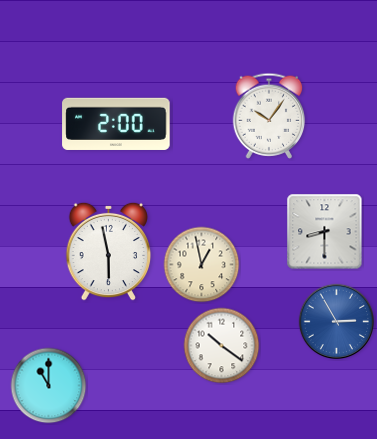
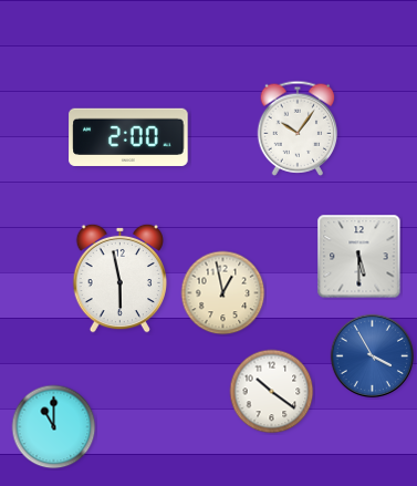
clock at (325, 232): 8:30 -> 5:30
clock at (337, 322): 2:55 -> 3:55
clock at (222, 346) position: (222, 346) -> (272, 392)
